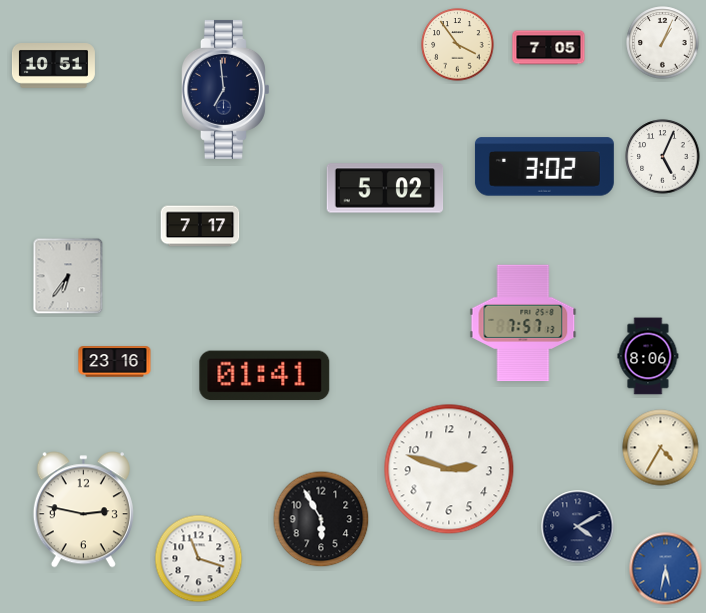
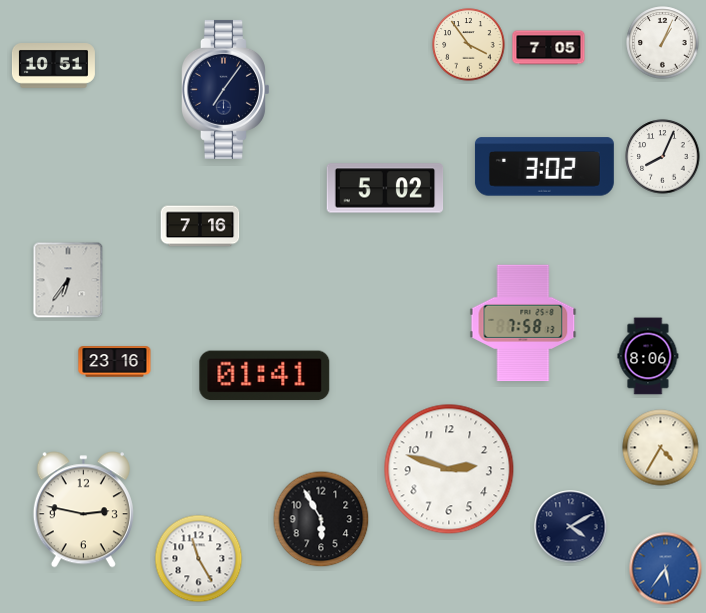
clock at (458, 45) position: (458, 45) -> (469, 45)
clock at (226, 89): 6:59 -> 7:06
clock at (663, 157): 5:04 -> 8:04
clock at (200, 226): 7:17 -> 7:16
clock at (68, 276) position: (68, 276) -> (68, 280)
clock at (523, 323): 7:57 -> 7:58
clock at (578, 527) position: (578, 527) -> (571, 527)
clock at (199, 559): 11:18 -> 11:25
clock at (666, 569): 5:32 -> 5:36
